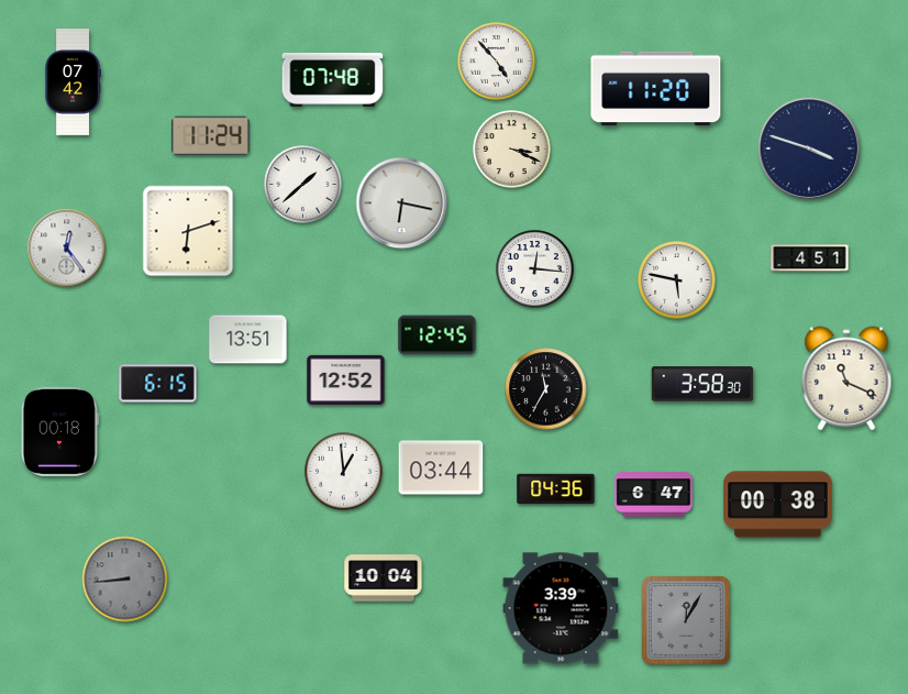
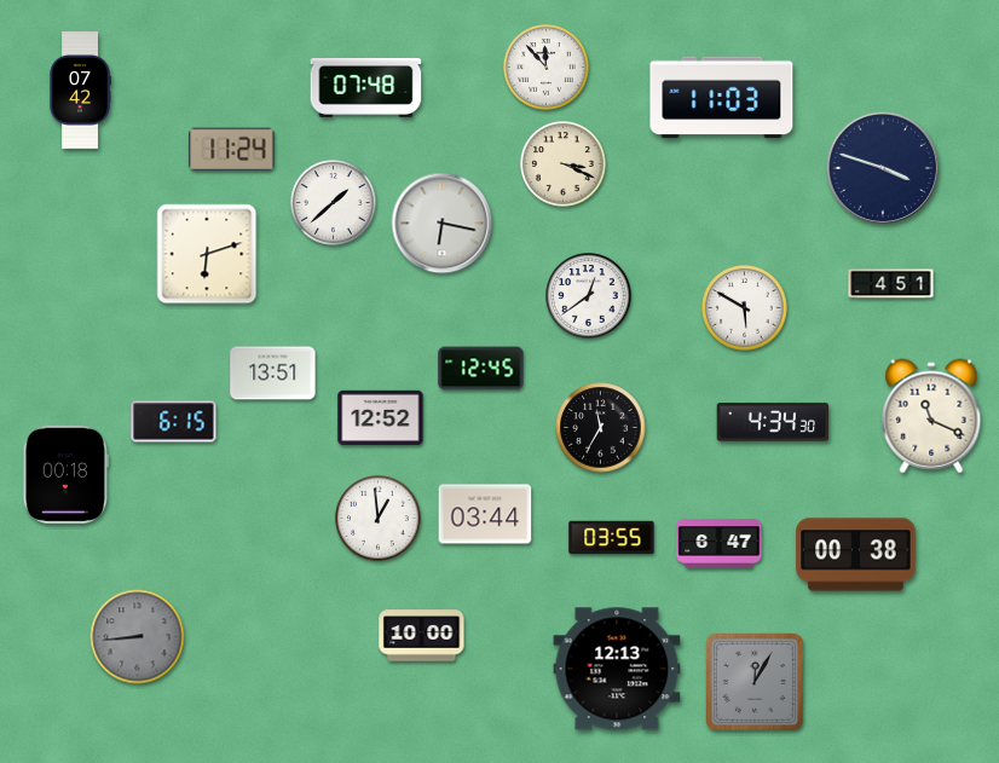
clock at (497, 62): 4:53 -> 11:53
clock at (656, 89): 11:20 -> 11:03
clock at (808, 147) position: (808, 147) -> (882, 167)
clock at (67, 249): 12:24 -> none
clock at (535, 269): 12:16 -> 12:39
clock at (677, 280): 5:47 -> 5:50
clock at (702, 384): 3:58 -> 4:34
clock at (556, 489): 04:36 -> 03:55
clock at (384, 579): 10:04 -> 10:00
clock at (561, 608): 3:39 -> 12:13
